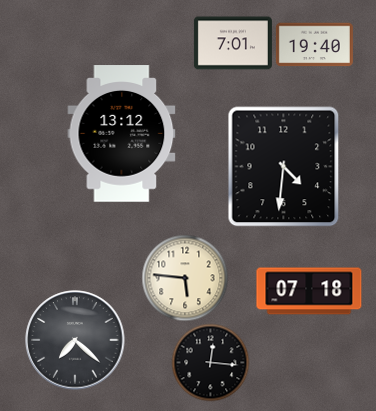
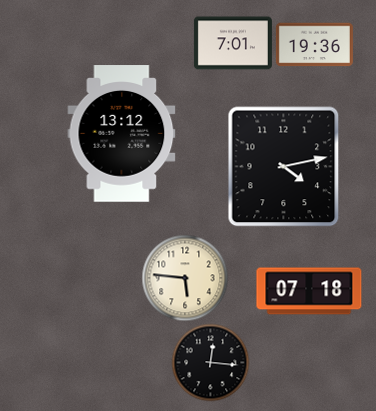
clock at (314, 45): 19:40 -> 19:36
clock at (284, 167): 4:31 -> 4:13
clock at (75, 340): 7:22 -> none
